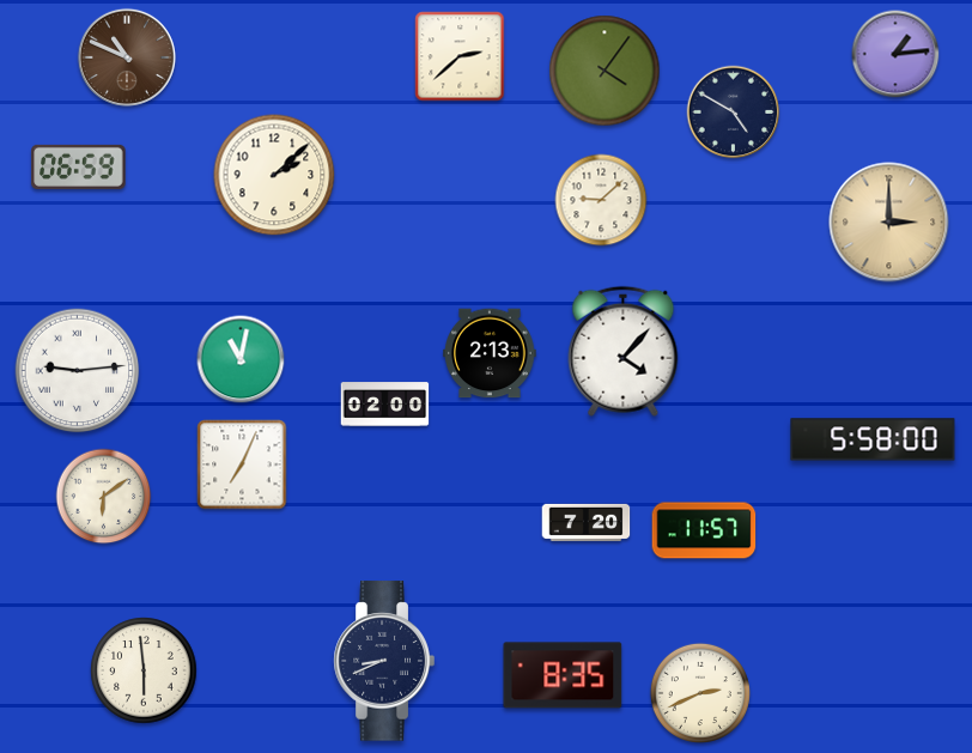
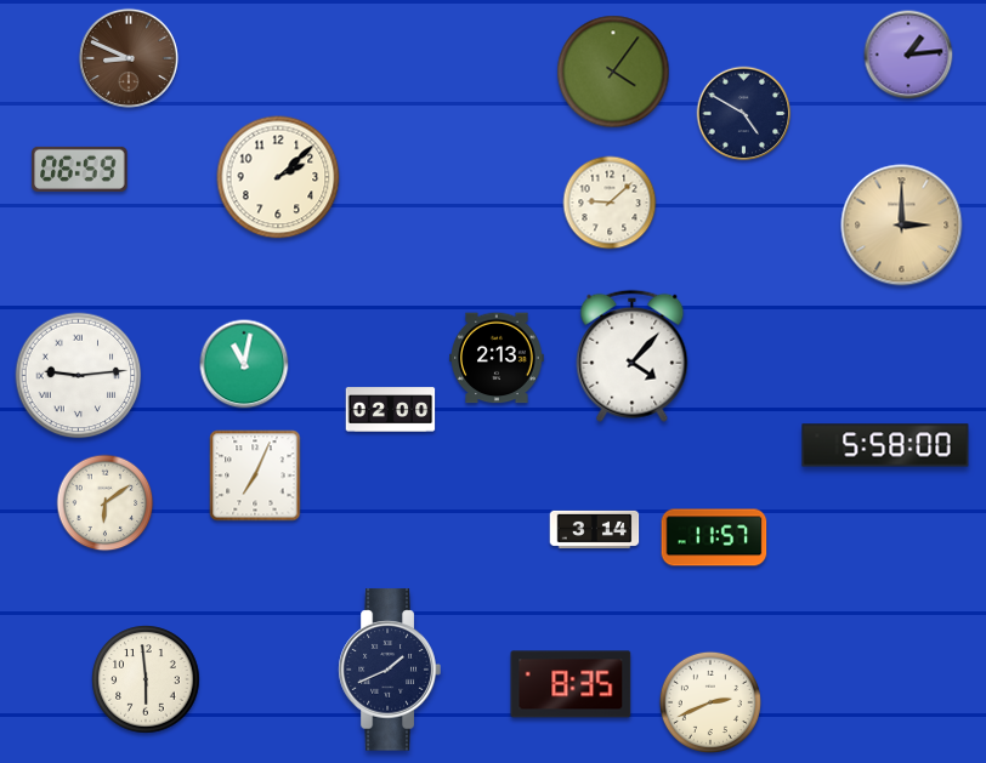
clock at (460, 56): 2:38 -> none
clock at (127, 57): 10:49 -> 8:49
clock at (242, 464) position: (242, 464) -> (255, 476)
clock at (587, 522): 7:20 -> 3:14
clock at (384, 661): 8:41 -> 1:41
